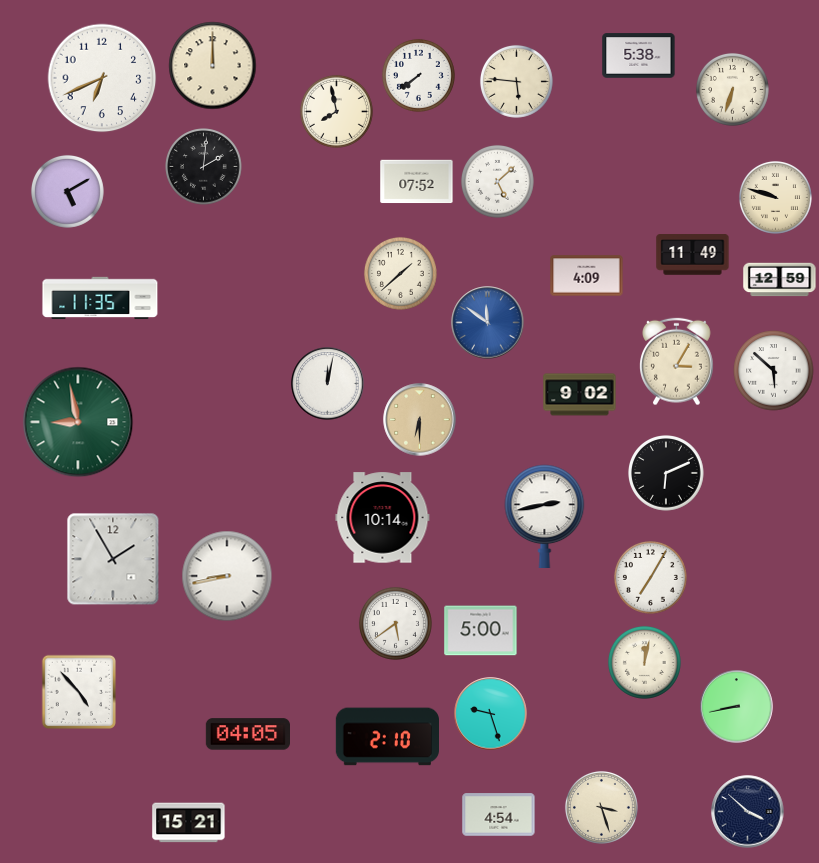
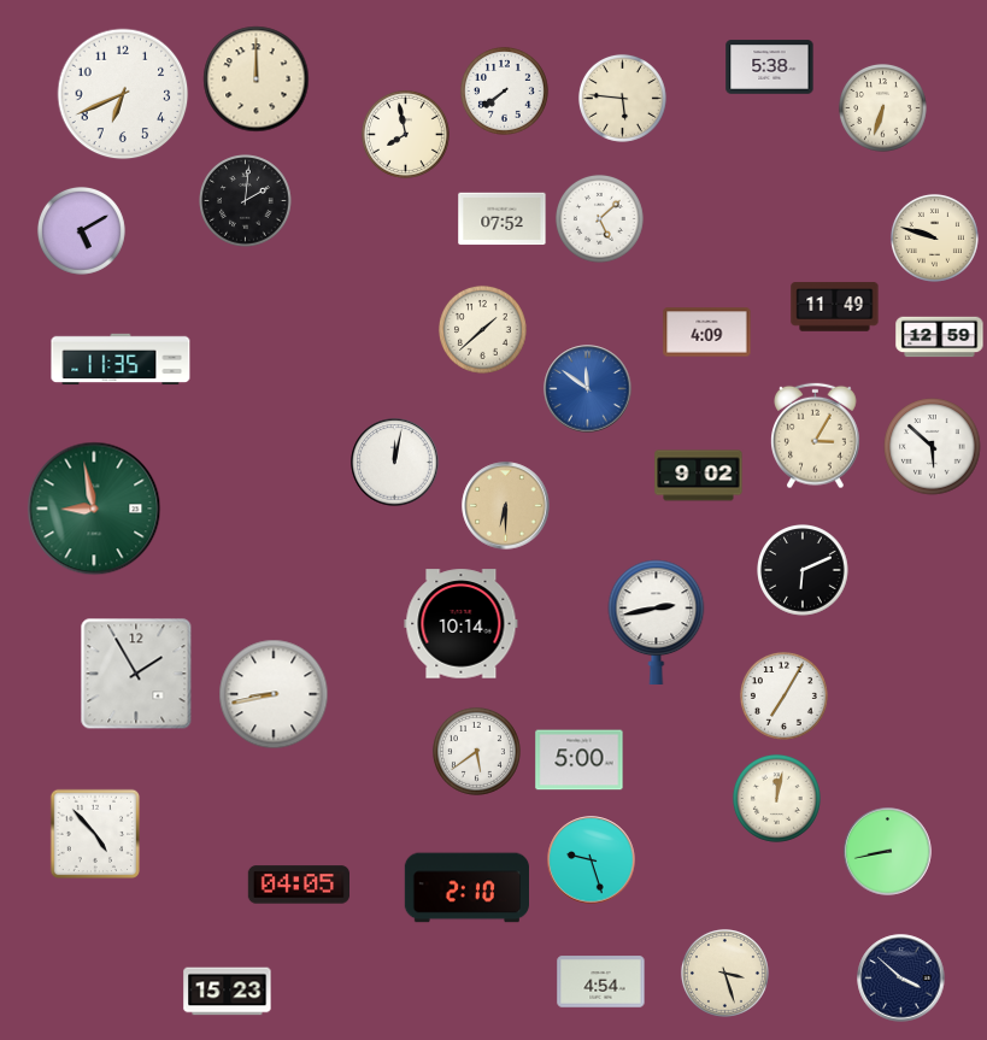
clock at (189, 823): 15:21 -> 15:23
